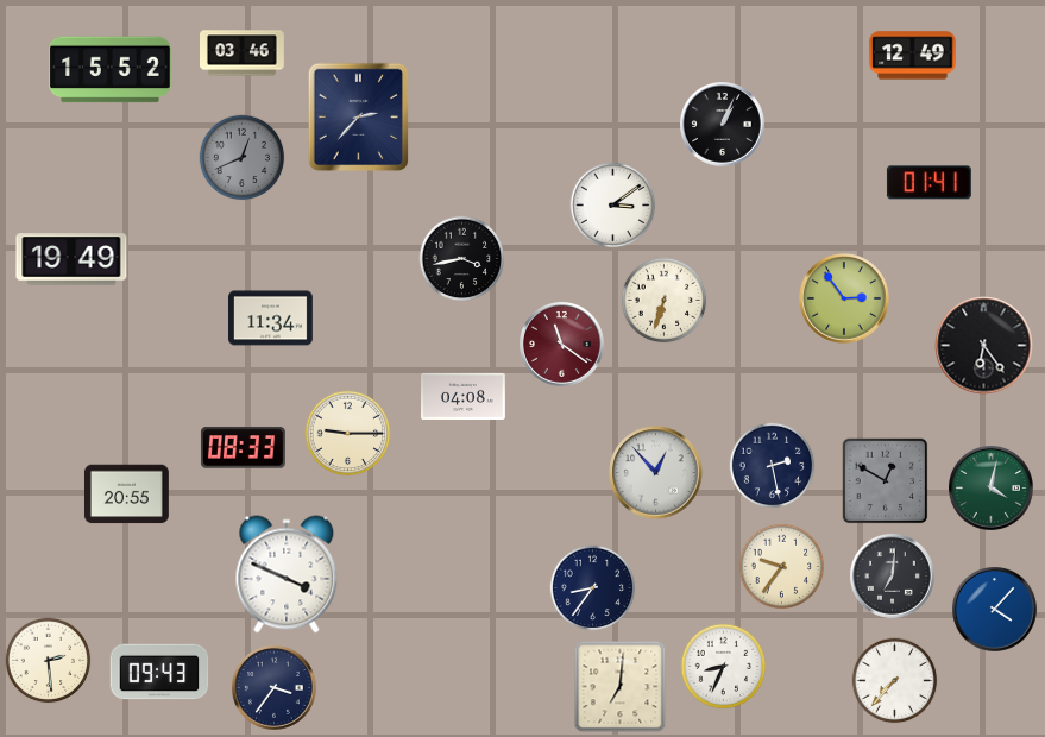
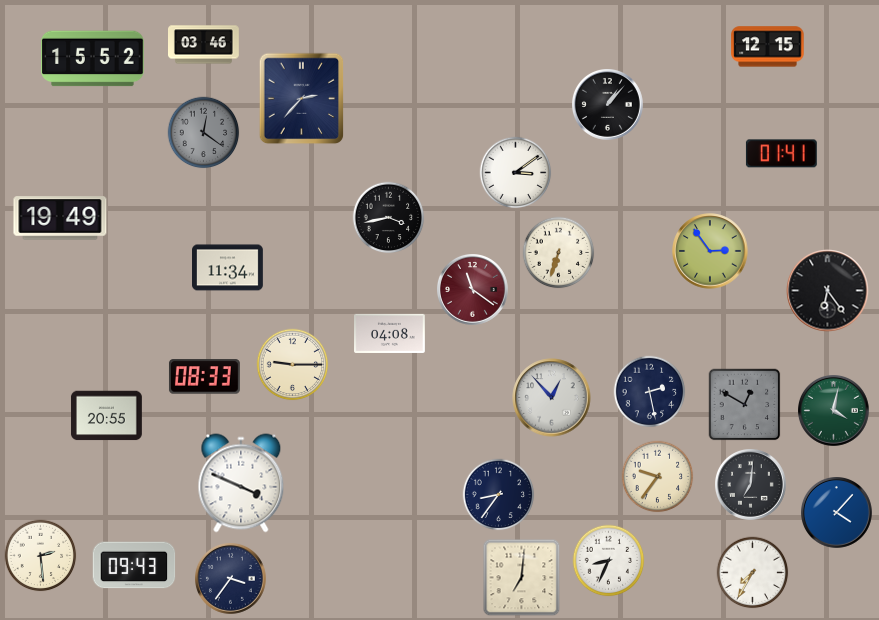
clock at (913, 56): 12:49 -> 12:15
clock at (723, 125): 1:04 -> 1:07
clock at (243, 158): 12:41 -> 12:21
clock at (895, 681): 7:37 -> 7:35
